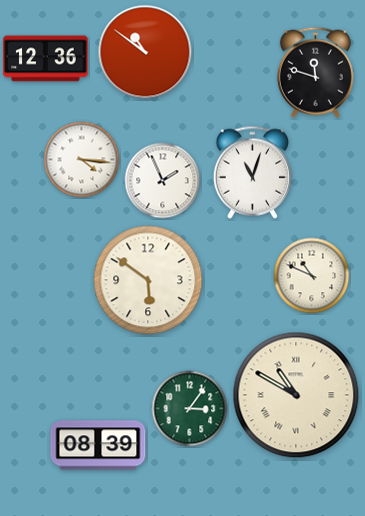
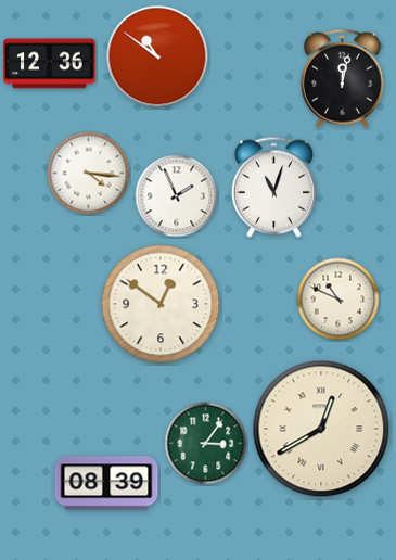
clock at (315, 72): 11:48 -> 12:02
clock at (148, 280): 5:51 -> 12:51
clock at (296, 395): 10:50 -> 12:40
